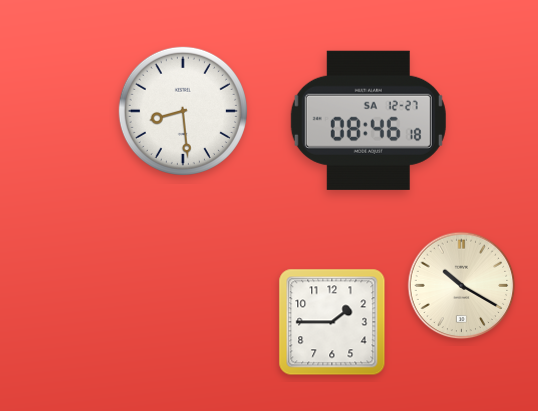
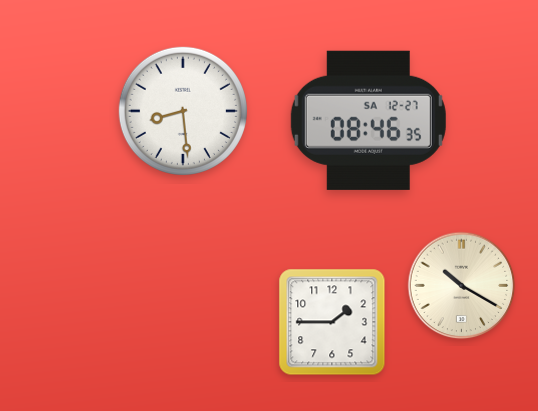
clock at (368, 120): 08:46:18 -> 08:46:35
